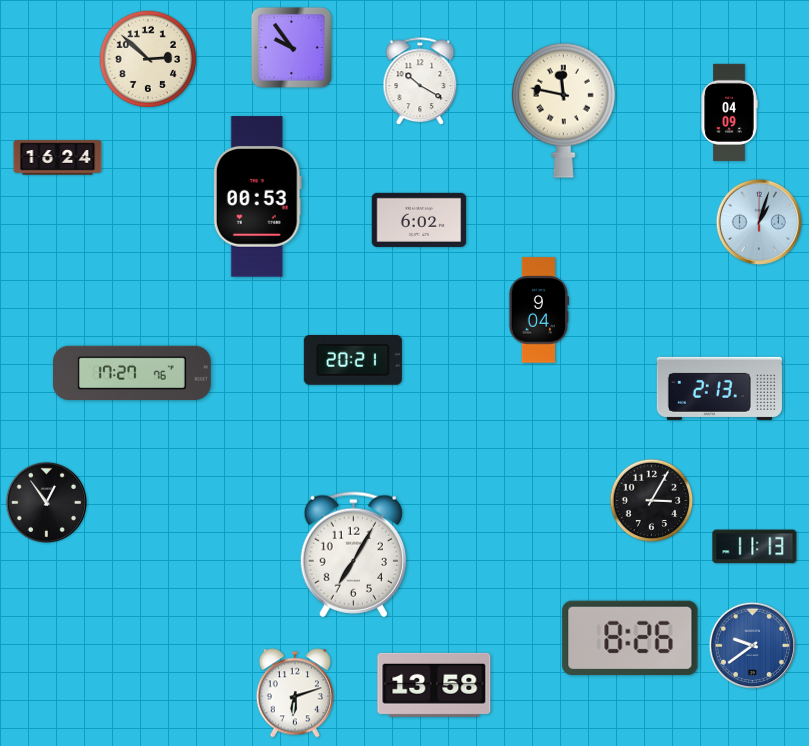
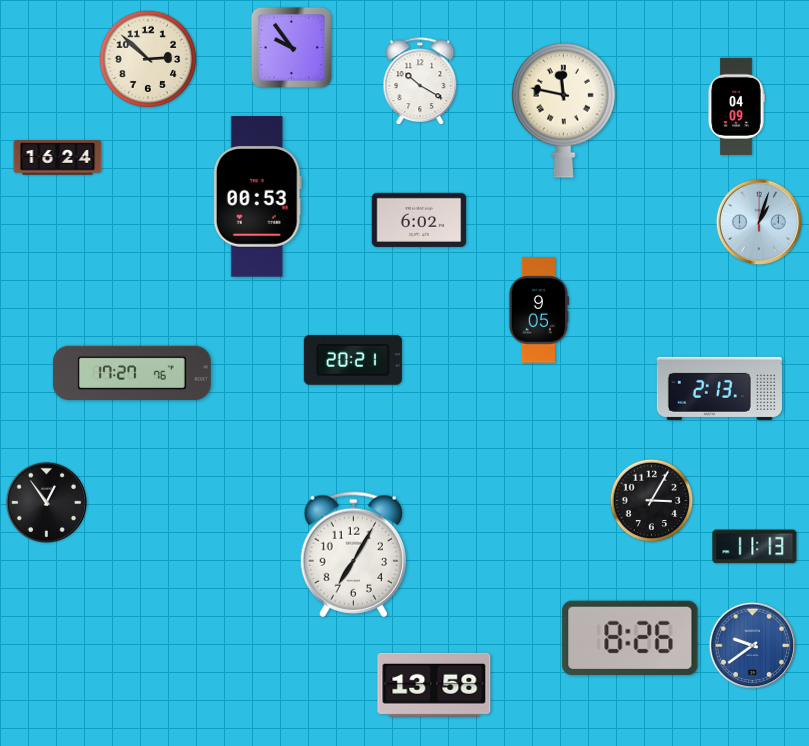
clock at (729, 112) position: (729, 112) -> (736, 106)
clock at (538, 310): 9:04 -> 9:05
clock at (295, 693): 6:12 -> none
